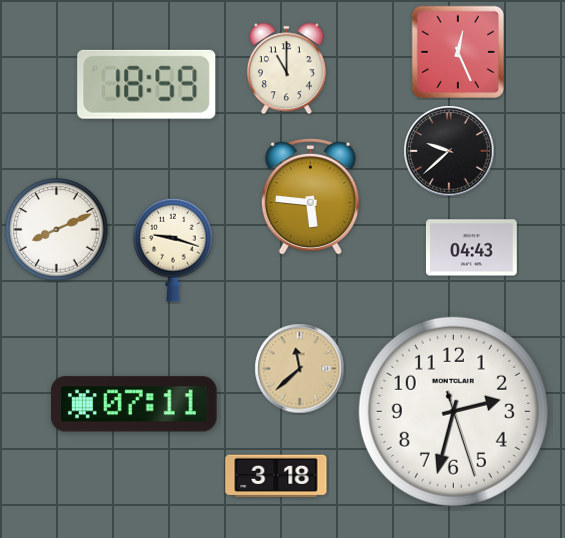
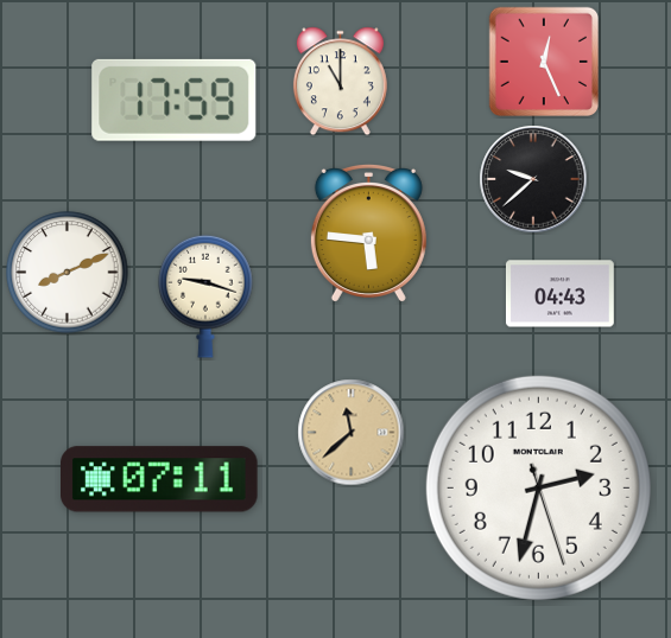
clock at (147, 84): 18:59 -> 17:59
clock at (300, 369) position: (300, 369) -> (352, 433)
clock at (276, 476): 3:18 -> none
